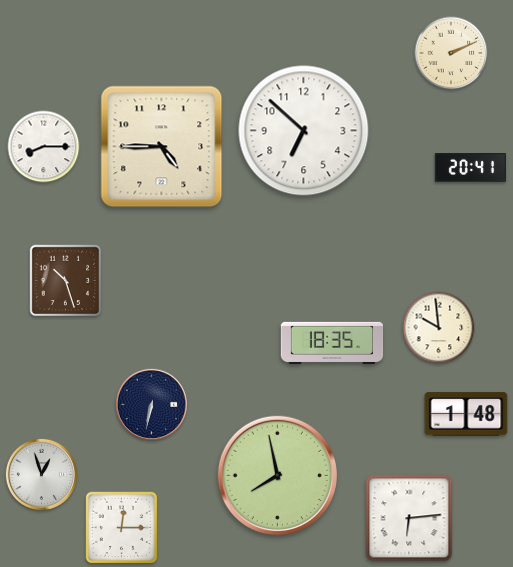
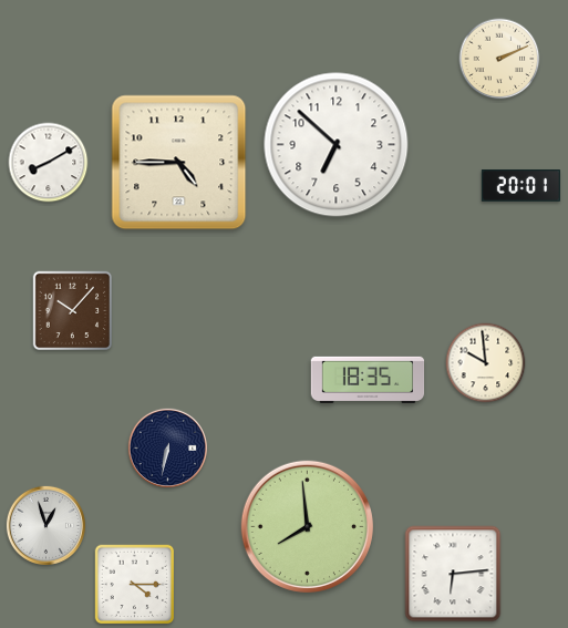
clock at (44, 147): 8:15 -> 8:10
clock at (470, 168): 20:41 -> 20:01
clock at (66, 281): 10:27 -> 10:07
clock at (466, 414): 1:48 -> none
clock at (277, 475): 7:58 -> 7:59
clock at (122, 528): 12:15 -> 4:15
